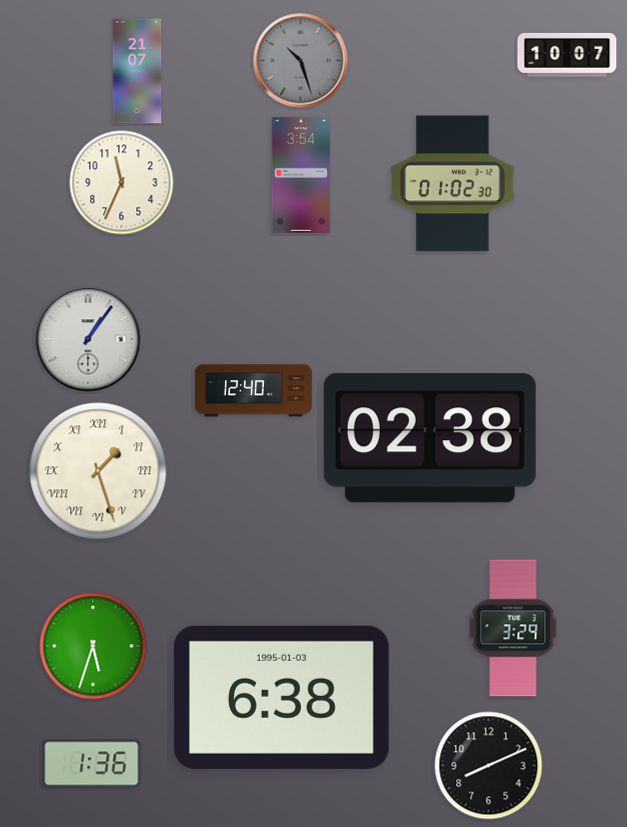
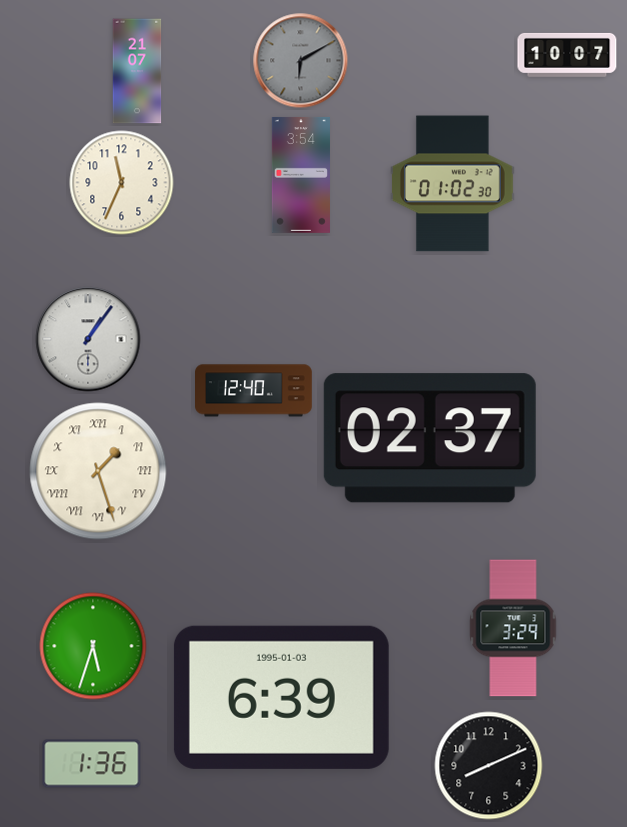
clock at (301, 61): 10:27 -> 6:10
clock at (430, 438): 02:38 -> 02:37
clock at (281, 697): 6:38 -> 6:39
